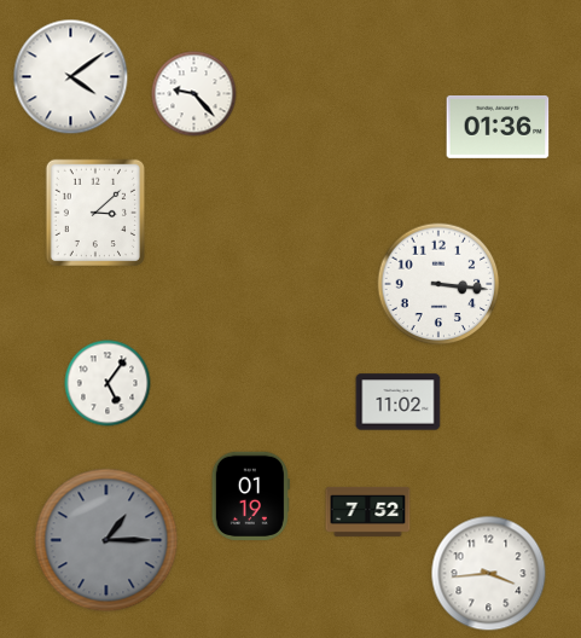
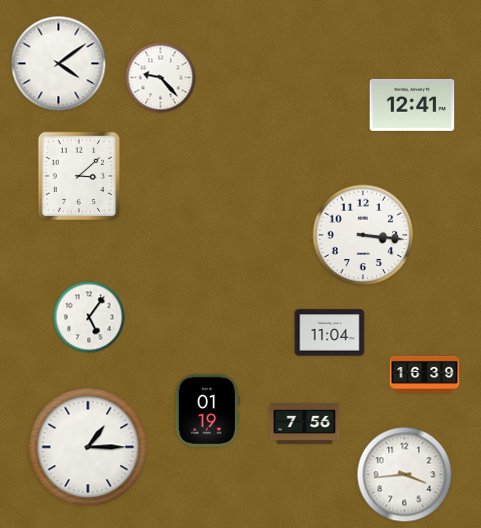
clock at (498, 127): 01:36 -> 12:41
clock at (399, 402): 11:02 -> 11:04
clock at (425, 374): none -> 16:39
clock at (368, 511): 7:52 -> 7:56
clock at (106, 540) dial: grey -> white
